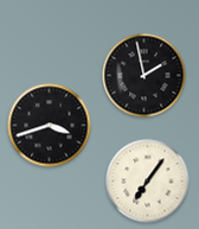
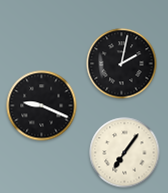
clock at (145, 76): 1:58 -> 2:02
clock at (50, 126): 3:42 -> 9:19
